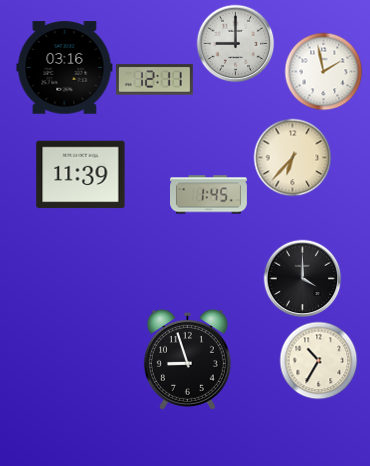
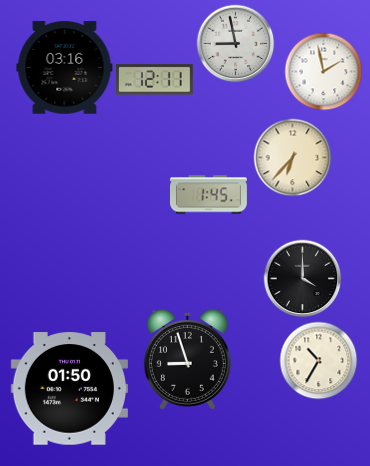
clock at (235, 43): 9:00 -> 8:58
clock at (81, 175): 11:39 -> none
clock at (69, 389): none -> 01:50
